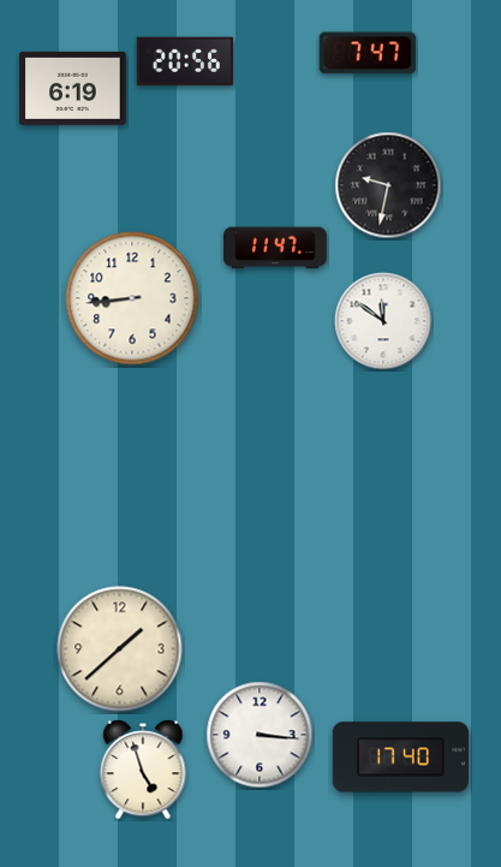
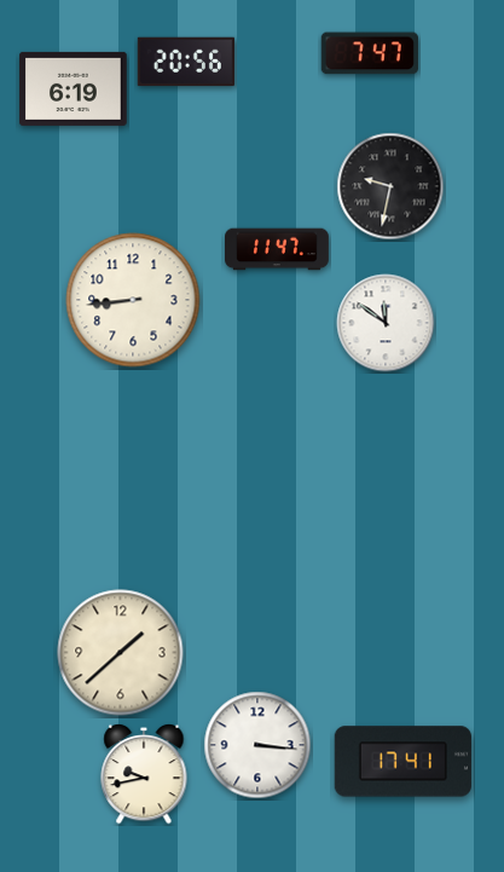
clock at (260, 735) position: (260, 735) -> (257, 745)
clock at (400, 758): 17:40 -> 17:41
clock at (143, 770): 4:57 -> 9:43
